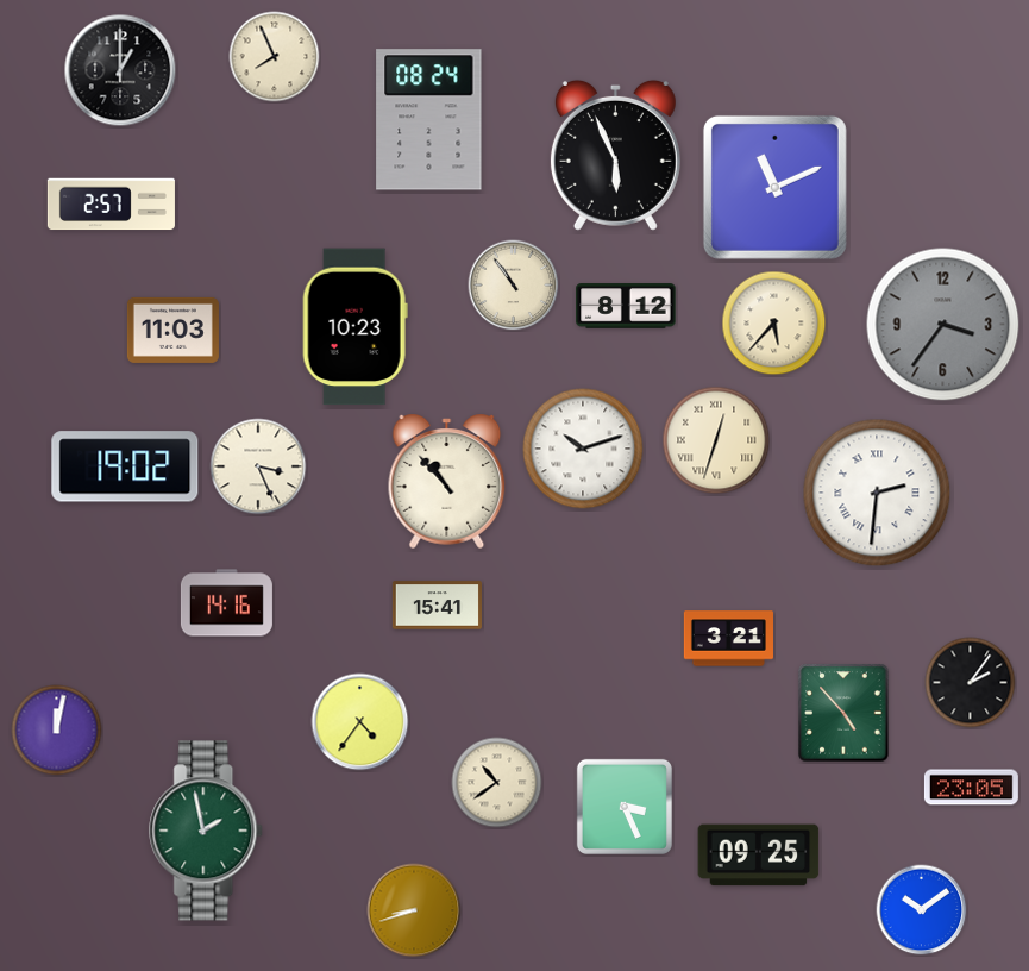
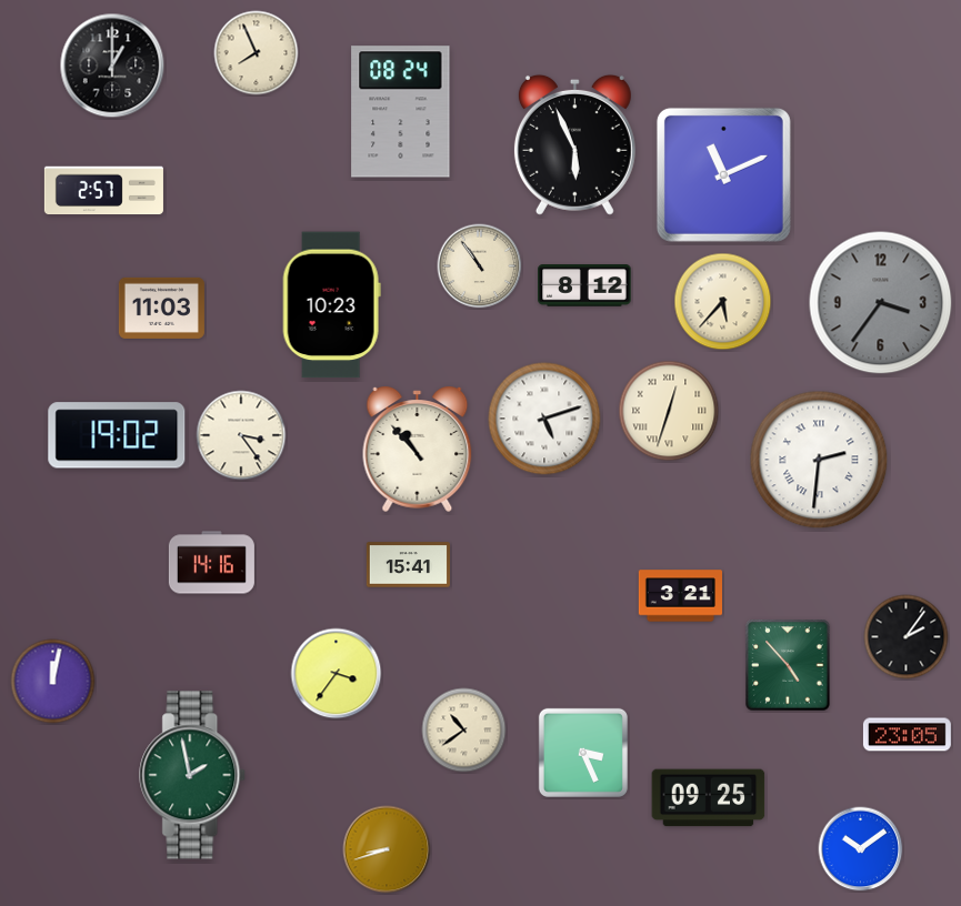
clock at (583, 449): 10:12 -> 5:12
clock at (258, 466): 3:26 -> 3:24
clock at (360, 722): 4:36 -> 3:36
